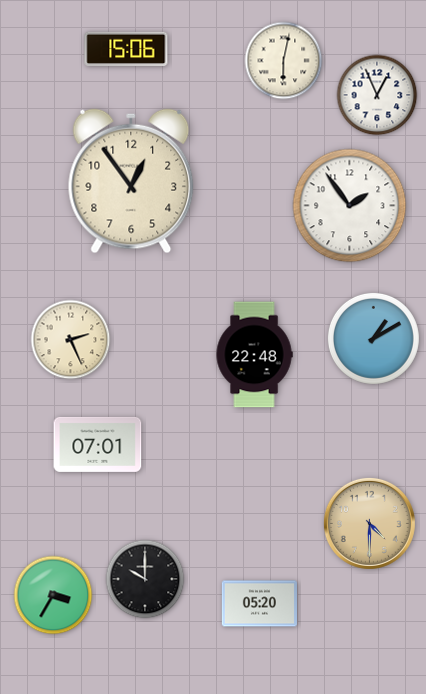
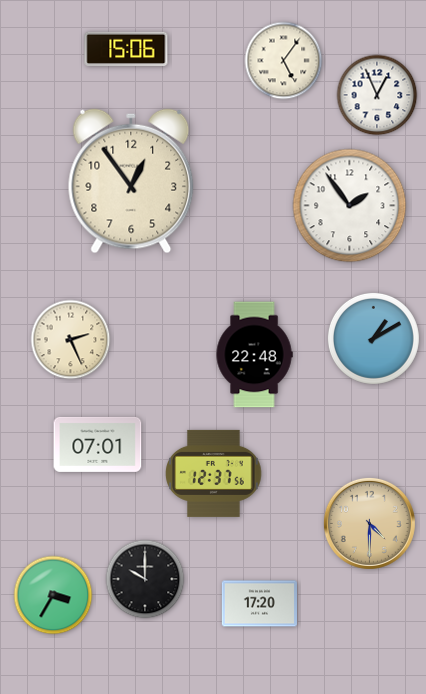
clock at (284, 61): 6:02 -> 5:06
clock at (214, 473): none -> 12:37
clock at (259, 604): 05:20 -> 17:20
